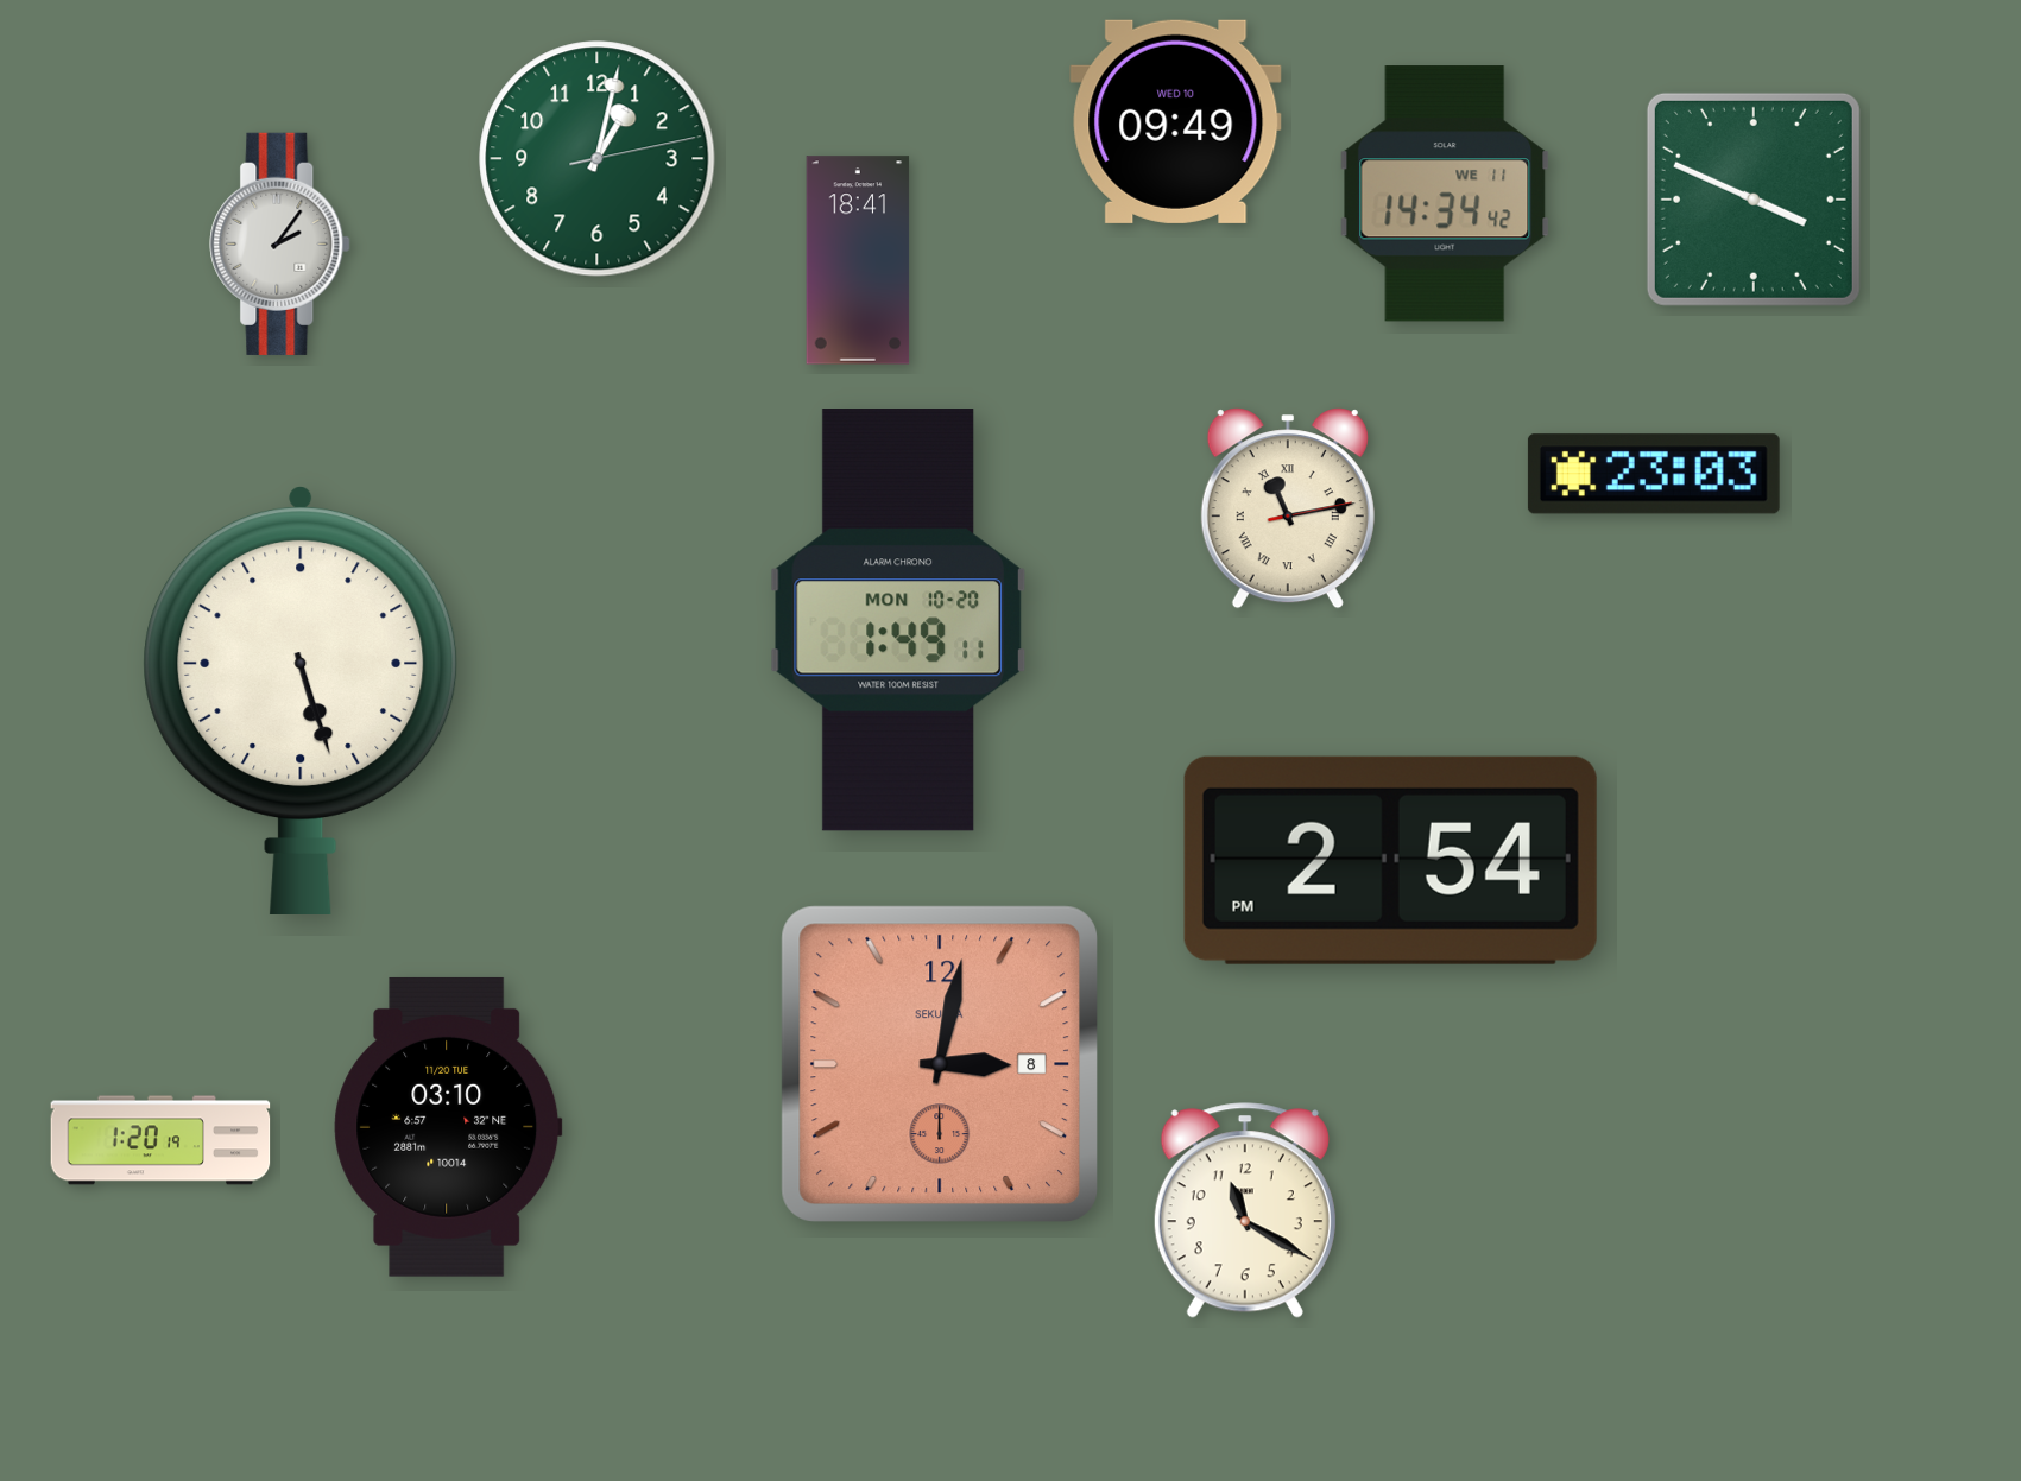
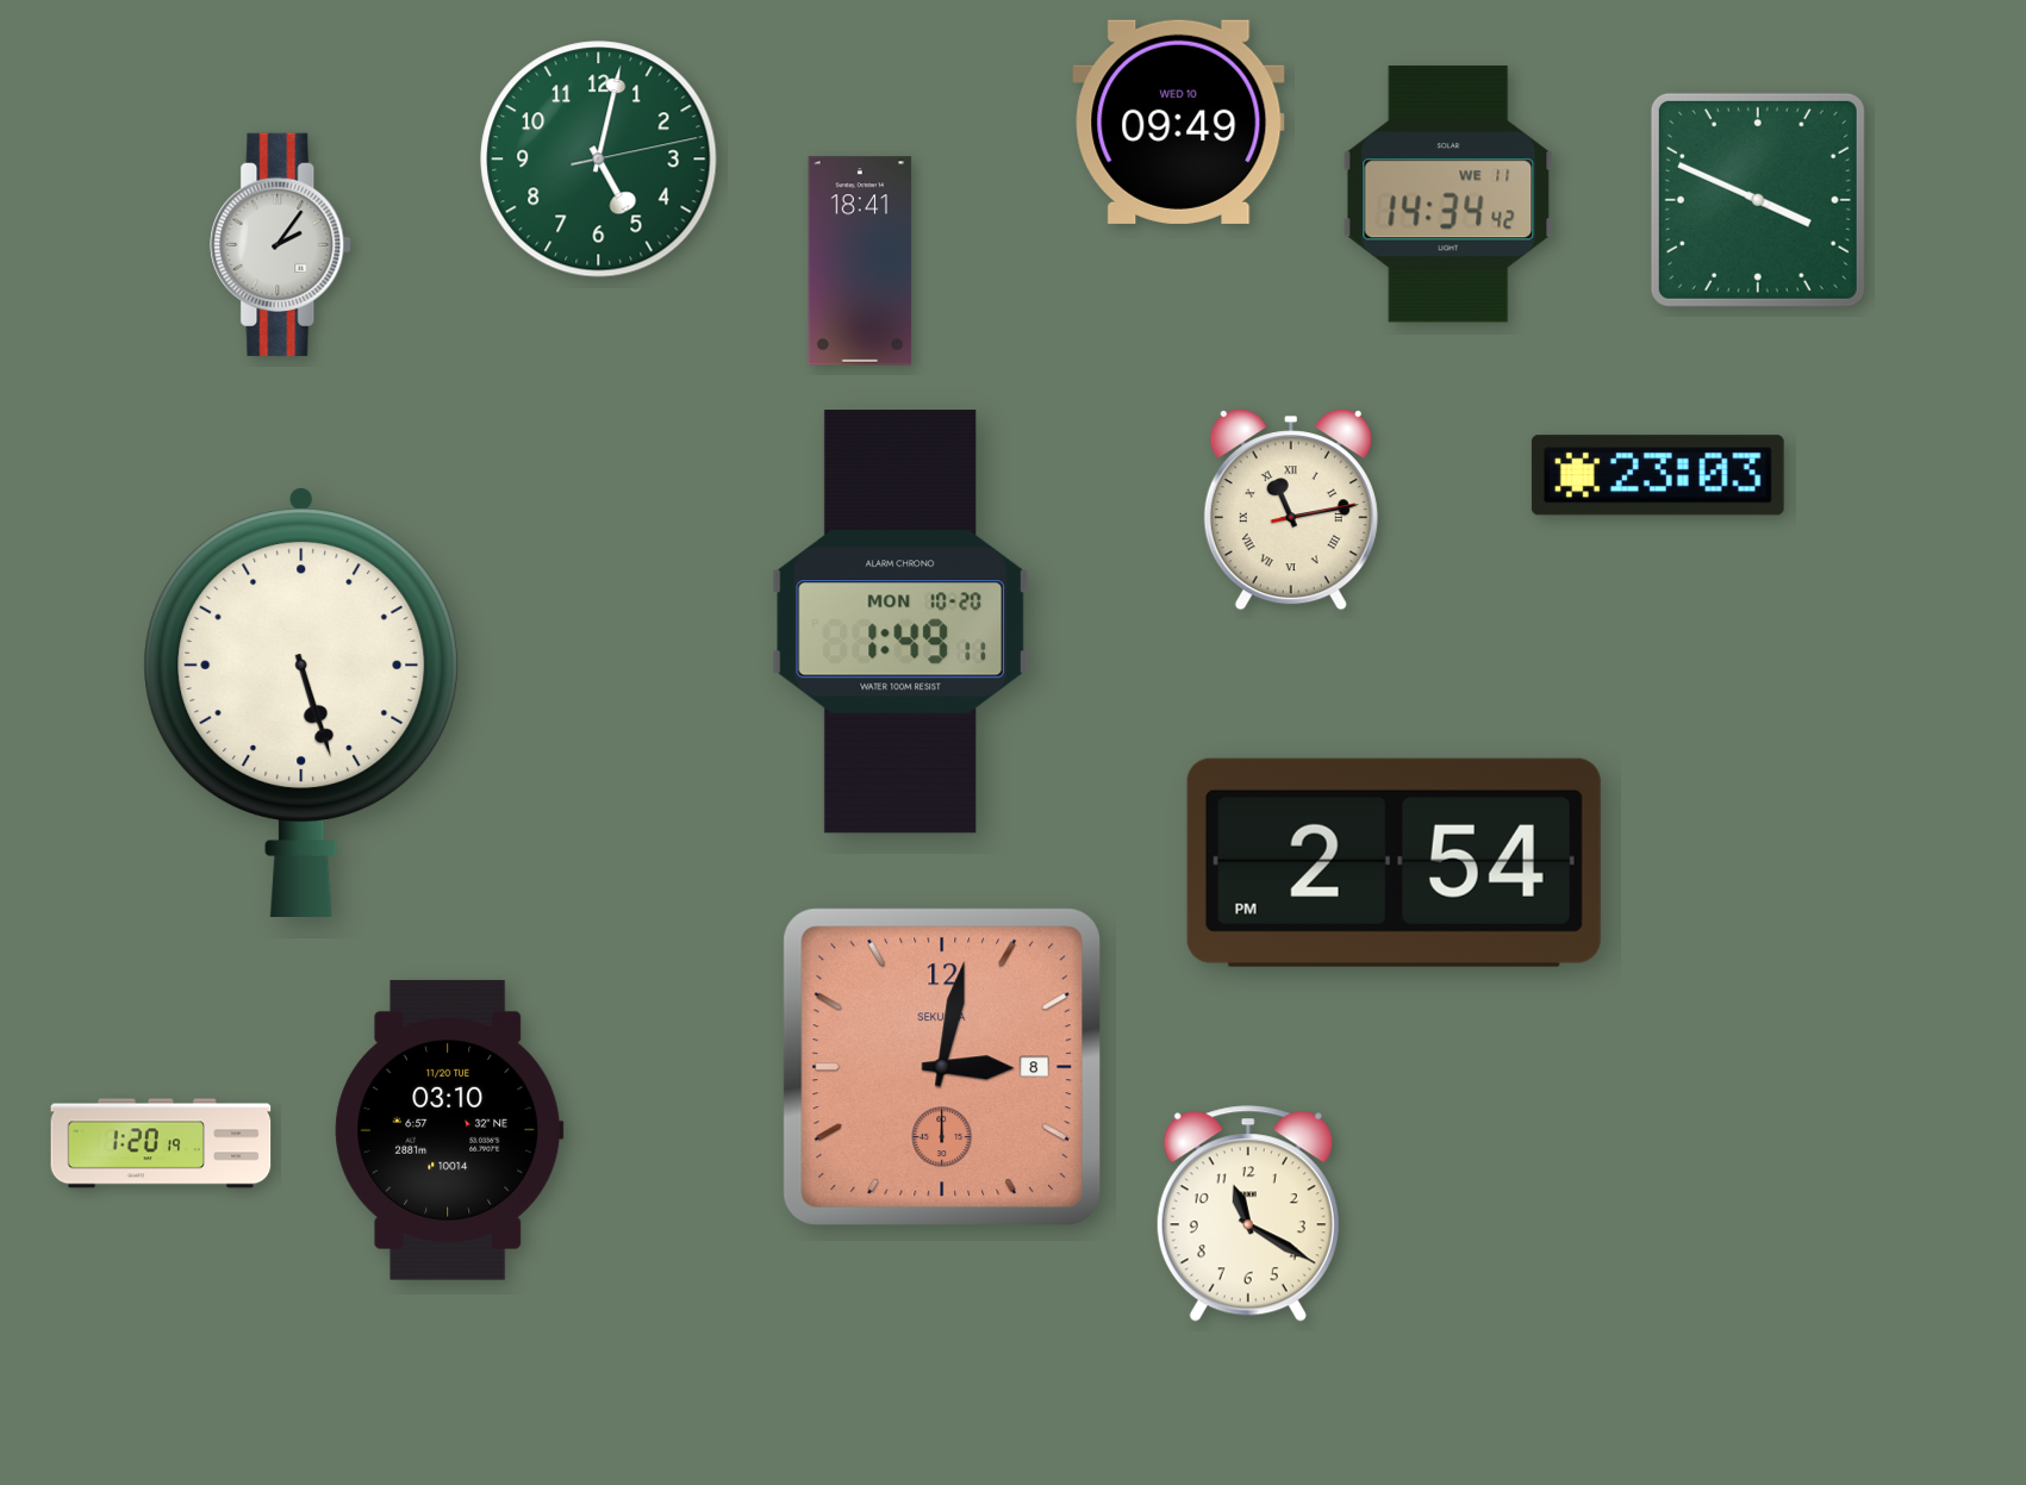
clock at (598, 159): 1:02 -> 5:02
